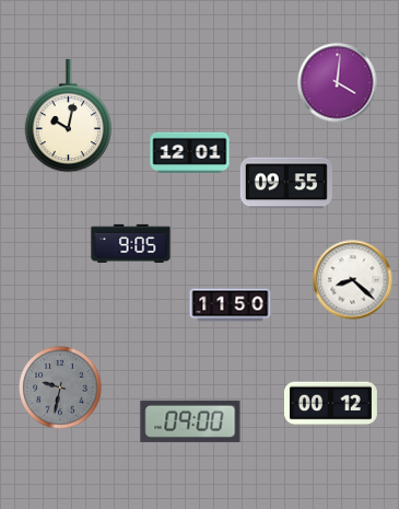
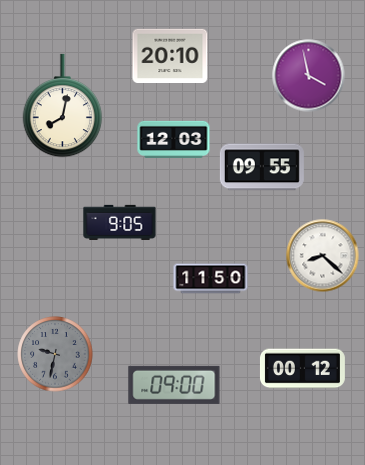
clock at (170, 55): none -> 20:10
clock at (338, 83): 4:01 -> 3:58
clock at (69, 116): 10:02 -> 8:02
clock at (190, 152): 12:01 -> 12:03
